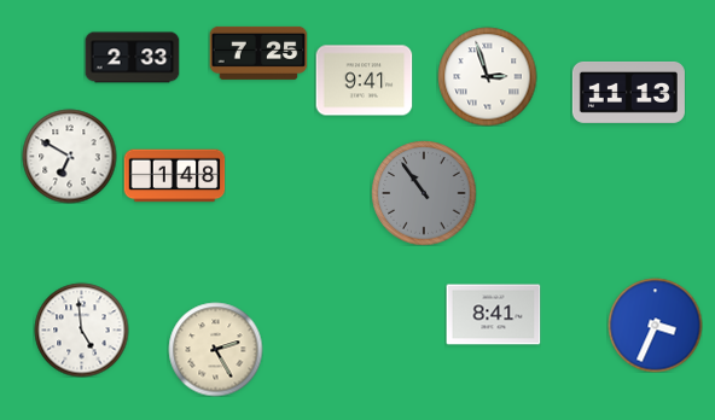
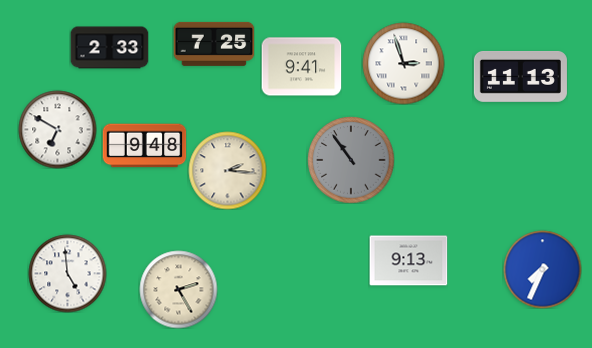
clock at (174, 176): 1:48 -> 9:48
clock at (227, 170): none -> 2:16
clock at (493, 315): 8:41 -> 9:13
clock at (655, 325): 3:34 -> 7:34
